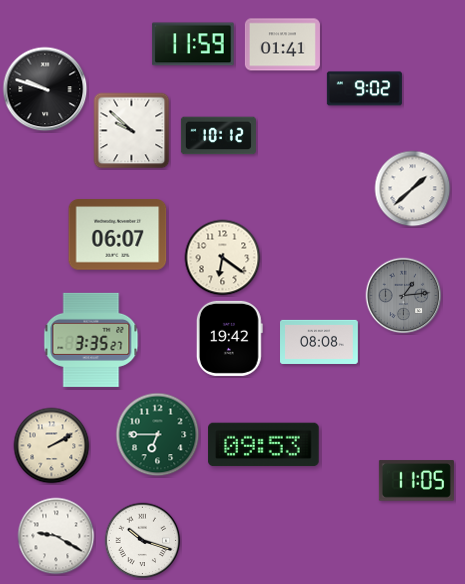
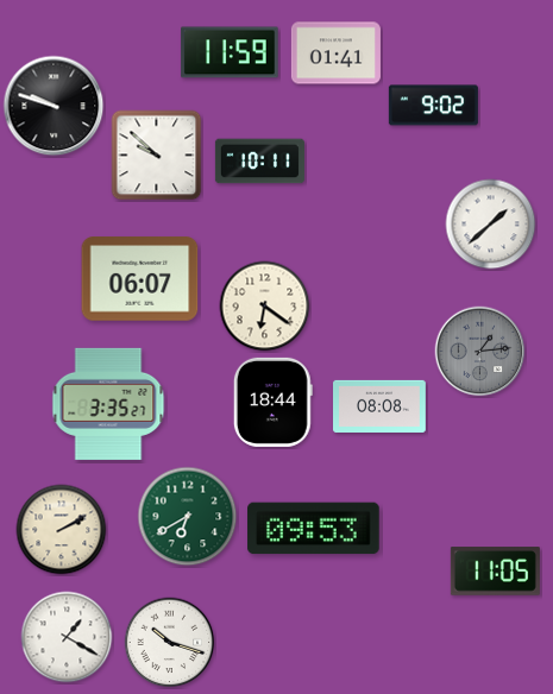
clock at (218, 136): 10:12 -> 10:11
clock at (229, 338): 19:42 -> 18:44
clock at (158, 435): 6:45 -> 6:40
clock at (56, 536): 9:20 -> 1:20
